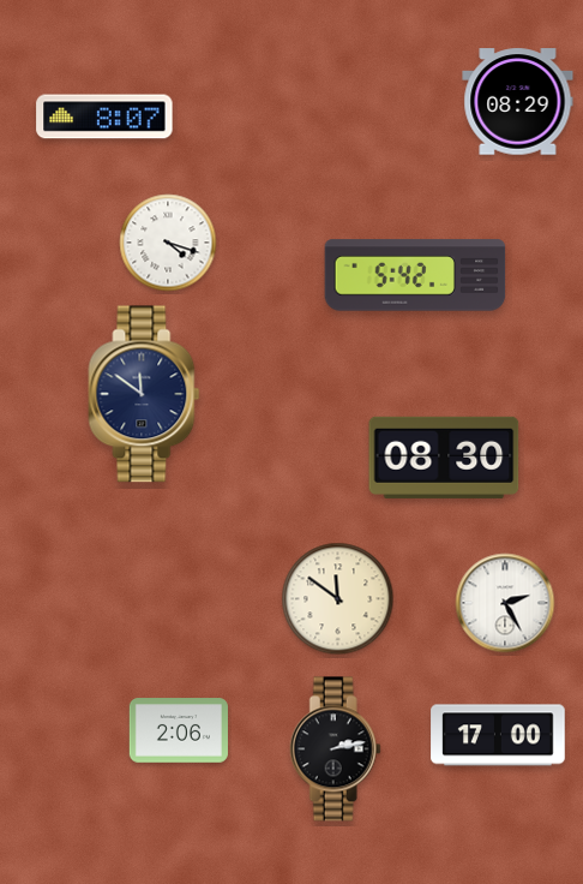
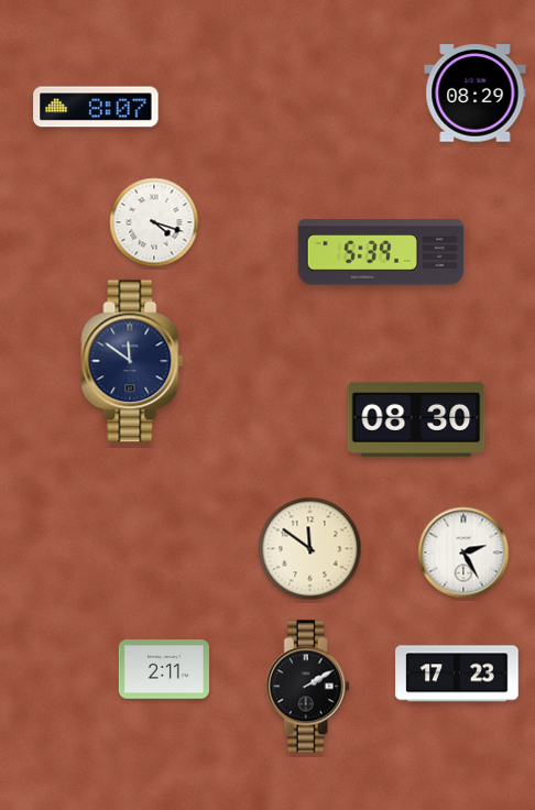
clock at (415, 275): 5:42 -> 5:39
clock at (444, 458) position: (444, 458) -> (416, 419)
clock at (179, 730): 2:06 -> 2:11
clock at (498, 735): 17:00 -> 17:23
clock at (335, 749): 2:13 -> 2:10
